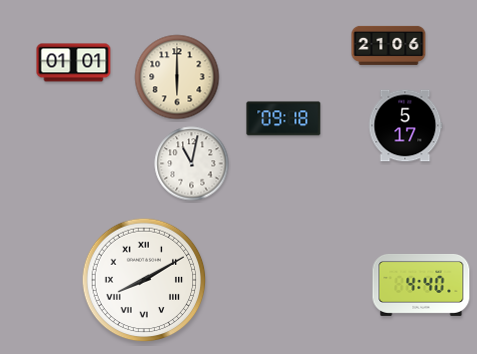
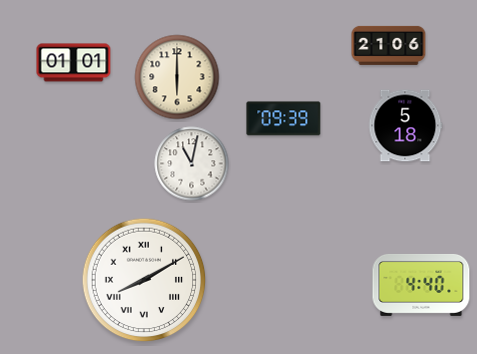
clock at (284, 119): 09:18 -> 09:39
clock at (405, 126): 5:17 -> 5:18
